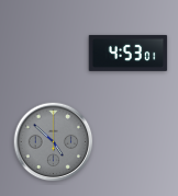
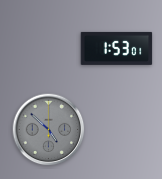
clock at (129, 53): 4:53 -> 1:53
